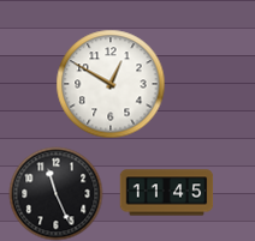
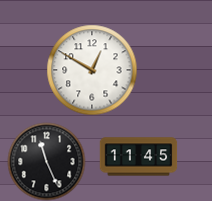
clock at (166, 193) position: (166, 193) -> (138, 157)
